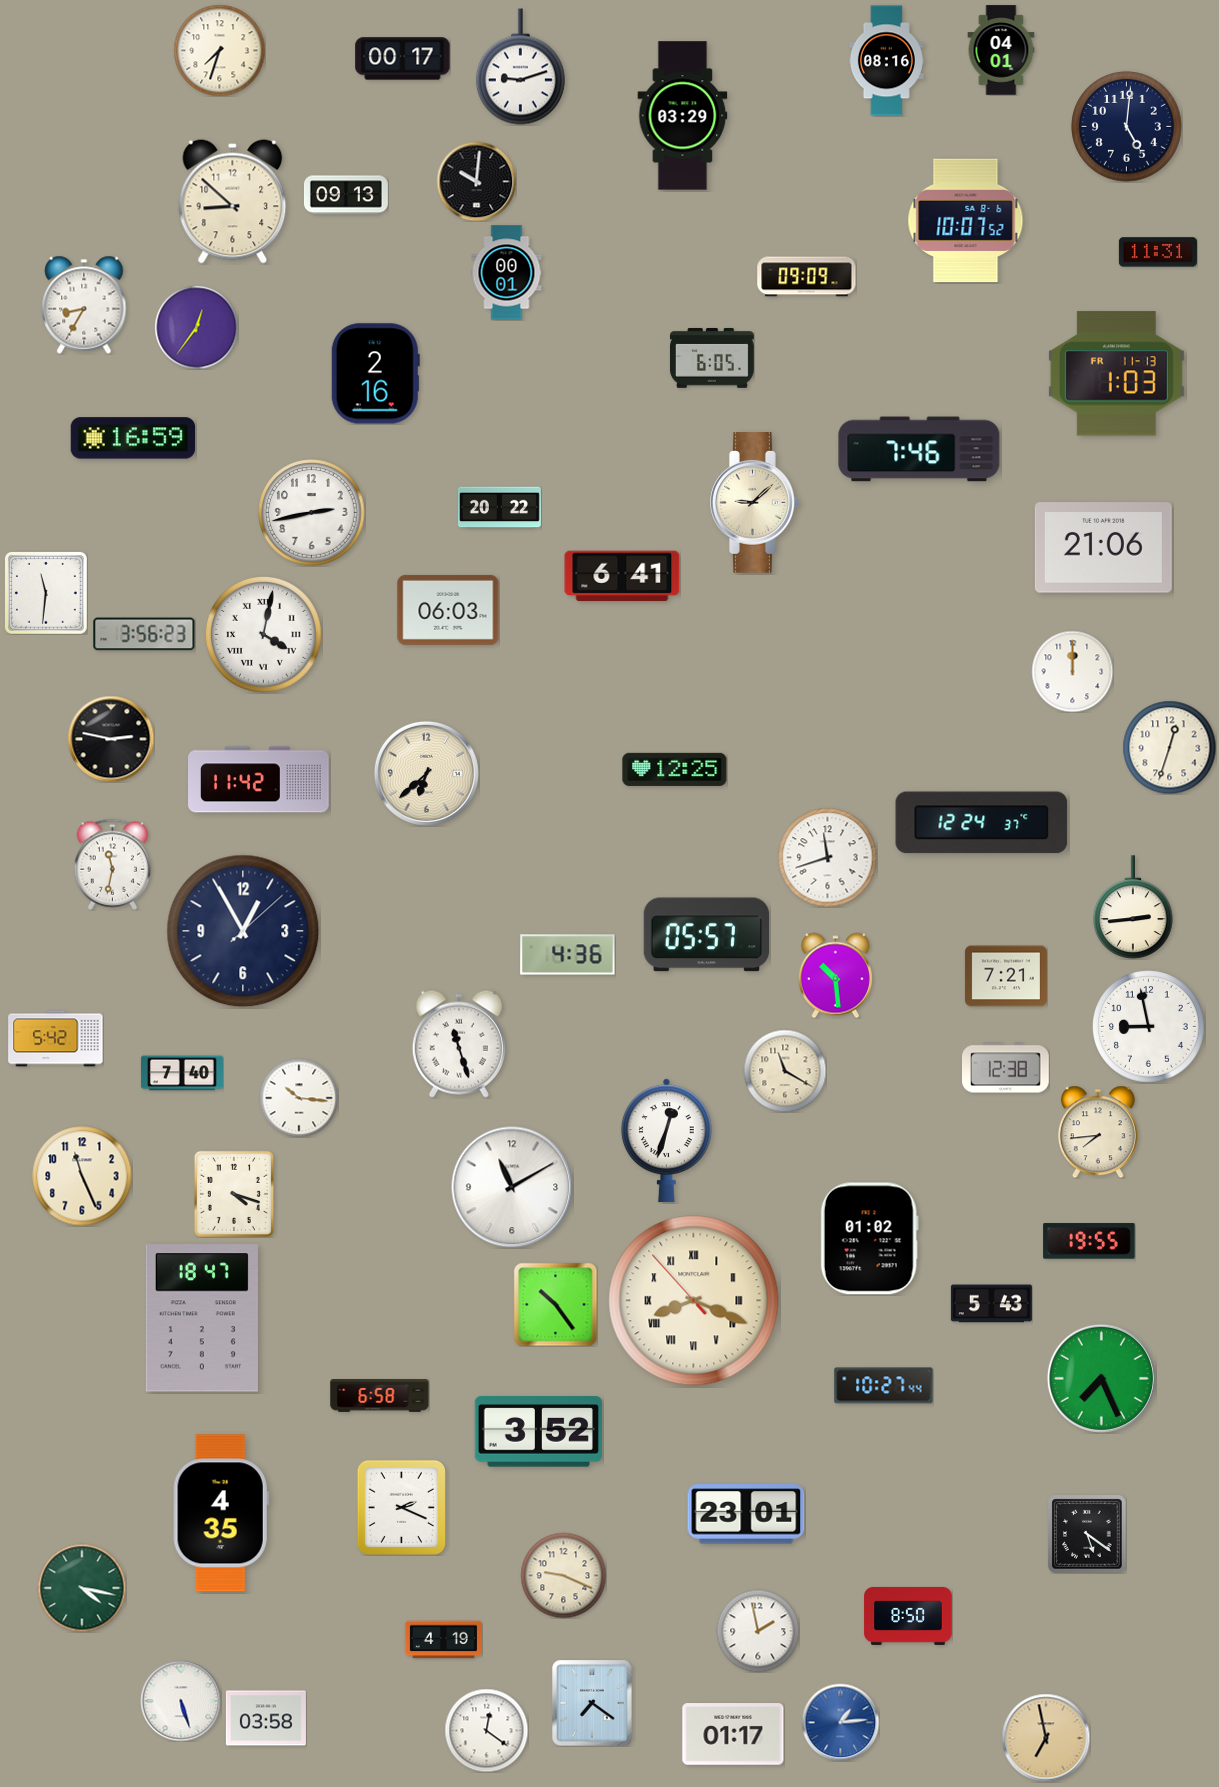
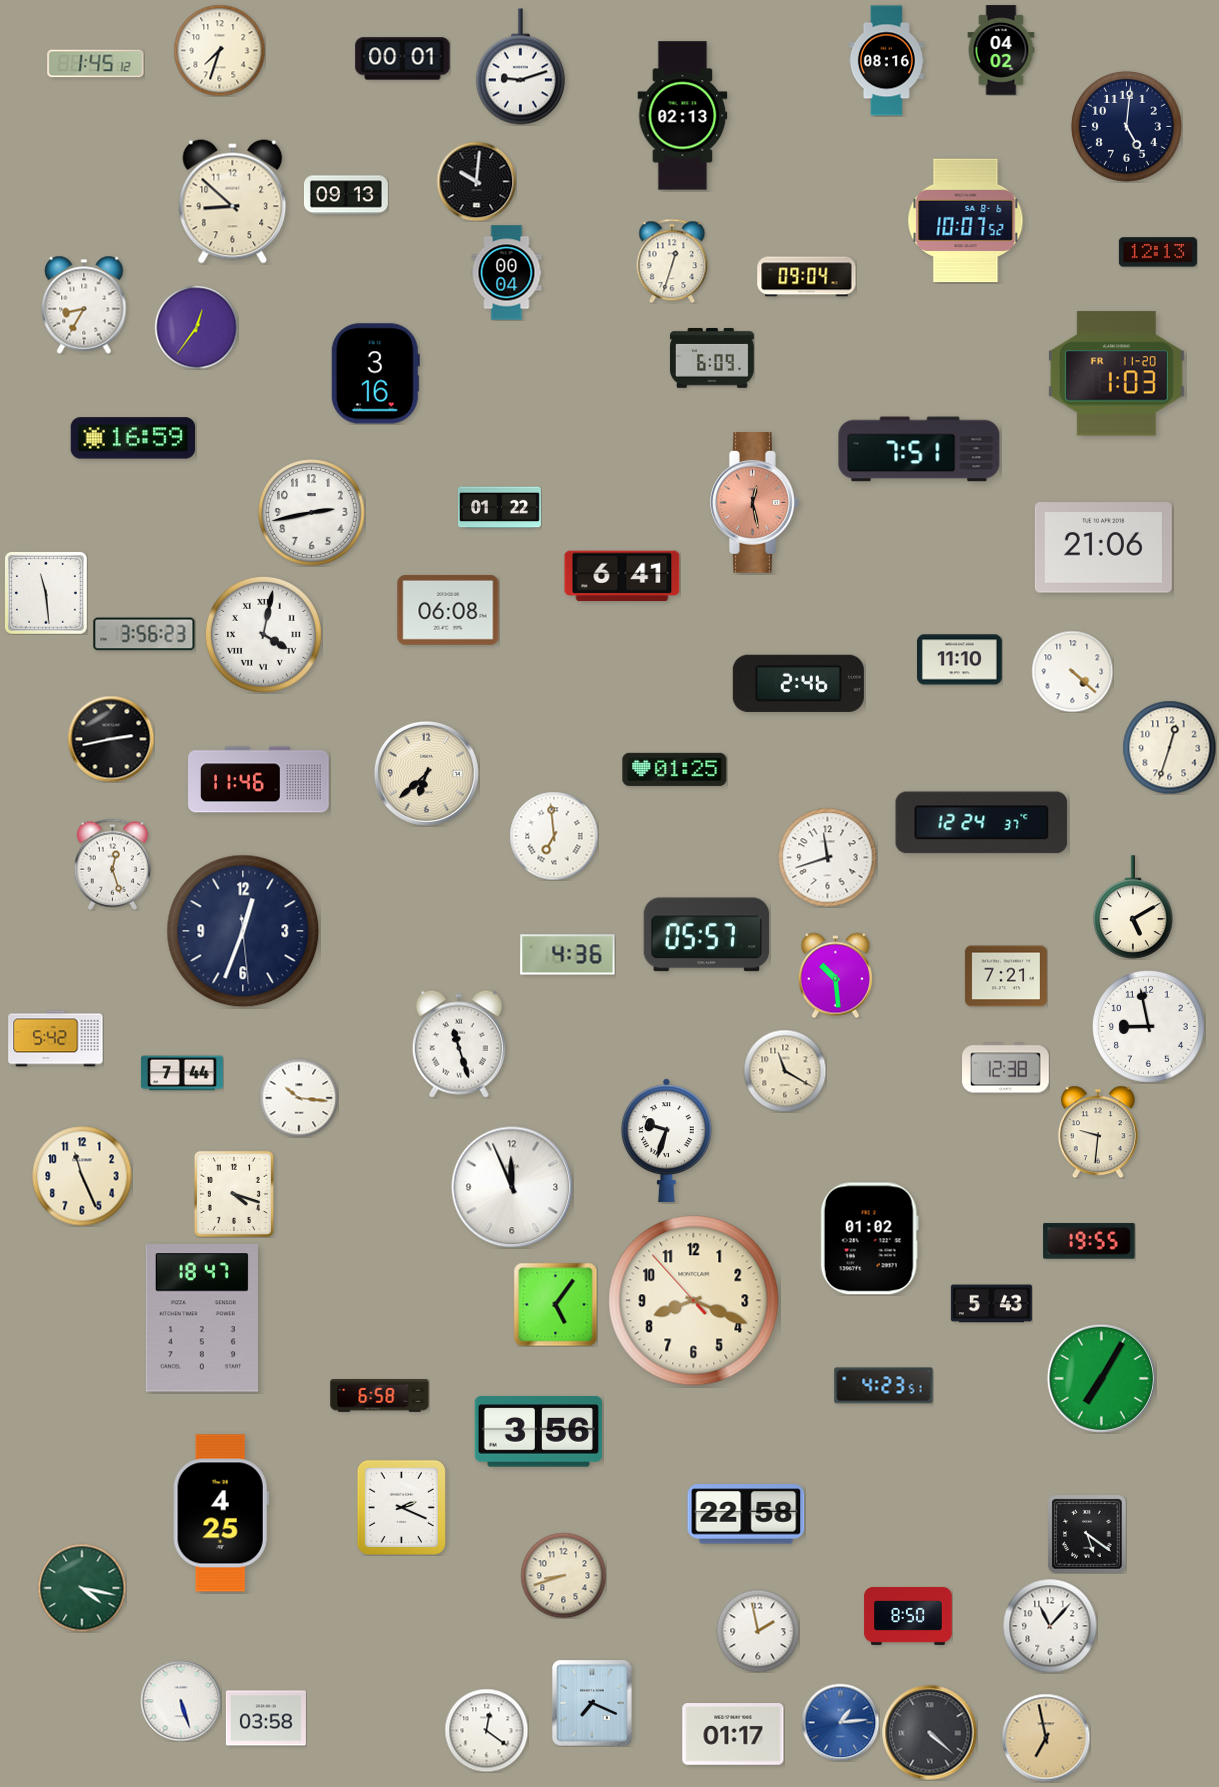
clock at (1001, 50): 04:01 -> 04:02
clock at (403, 59): 00:17 -> 00:01
clock at (96, 64): none -> 1:45
clock at (683, 116): 03:29 -> 02:13
clock at (1158, 252): 11:31 -> 12:13
clock at (672, 261): none -> 12:33
clock at (507, 273): 00:01 -> 00:04
clock at (807, 277): 09:09 -> 09:04
clock at (712, 358): 6:05 -> 6:09
clock at (375, 374): 2:16 -> 3:16
clock at (1116, 374) date: FR 11-13 -> FR 11-20
clock at (919, 449): 7:46 -> 7:51
clock at (755, 503): 9:08 -> 12:28
clock at (755, 503) dial: cream -> salmon
clock at (499, 508): 20:22 -> 01:22
clock at (46, 593): 11:31 -> 11:29
clock at (448, 610): 06:03 -> 06:08
clock at (960, 660): none -> 11:10
clock at (1072, 671): 12:00 -> 4:22
clock at (798, 683): none -> 2:46
clock at (111, 739): 2:47 -> 2:43
clock at (675, 769): 12:25 -> 01:25
clock at (259, 780): 11:42 -> 11:46
clock at (554, 836): none -> 6:59
clock at (113, 864): 11:32 -> 12:27
clock at (1133, 907): 2:44 -> 5:10
clock at (243, 931): 12:55 -> 12:33
clock at (182, 1073): 7:40 -> 7:44
clock at (1098, 1132): 7:44 -> 9:31
clock at (666, 1141): 12:33 -> 9:33
clock at (512, 1187): 11:10 -> 11:56
clock at (694, 1301) numerals: Roman -> Arabic
clock at (555, 1304): 10:24 -> 5:06
clock at (1101, 1378): 7:26 -> 7:05
clock at (884, 1386): 10:27 -> 4:23
clock at (538, 1432): 3:52 -> 3:56
clock at (221, 1513): 4:35 -> 4:25
clock at (746, 1514): 23:01 -> 22:58
clock at (563, 1575): 9:19 -> 8:42
clock at (1050, 1626): none -> 11:07
clock at (443, 1640): 4:19 -> none
clock at (592, 1703): 7:21 -> 7:19
clock at (929, 1732): none -> 4:22
